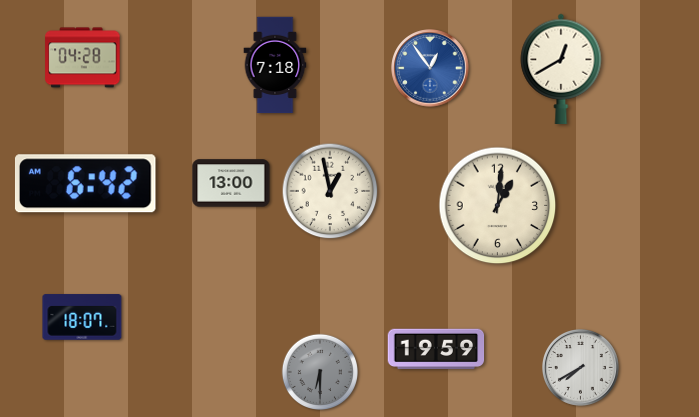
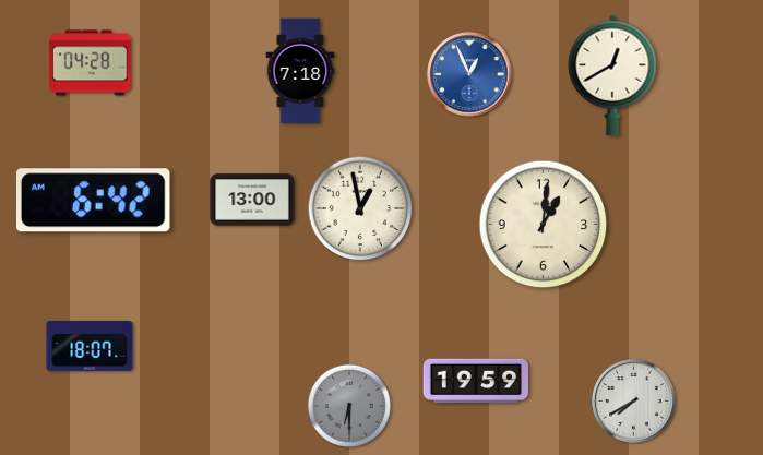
clock at (430, 68): 12:54 -> 12:56
